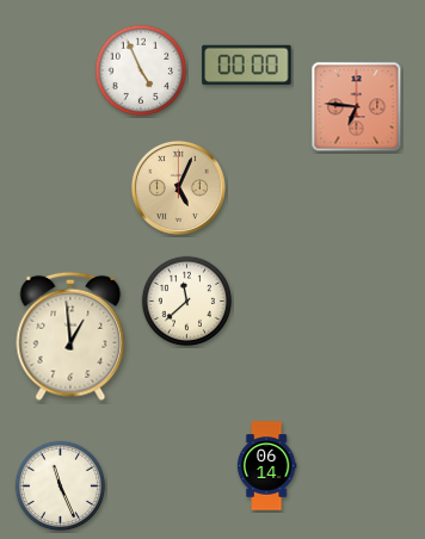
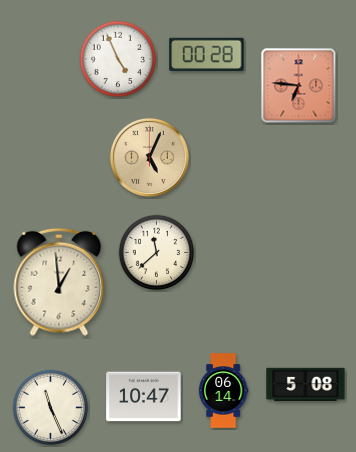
clock at (247, 64): 00:00 -> 00:28
clock at (357, 107) position: (357, 107) -> (299, 86)
clock at (306, 385): none -> 5:08
clock at (144, 397): none -> 10:47
